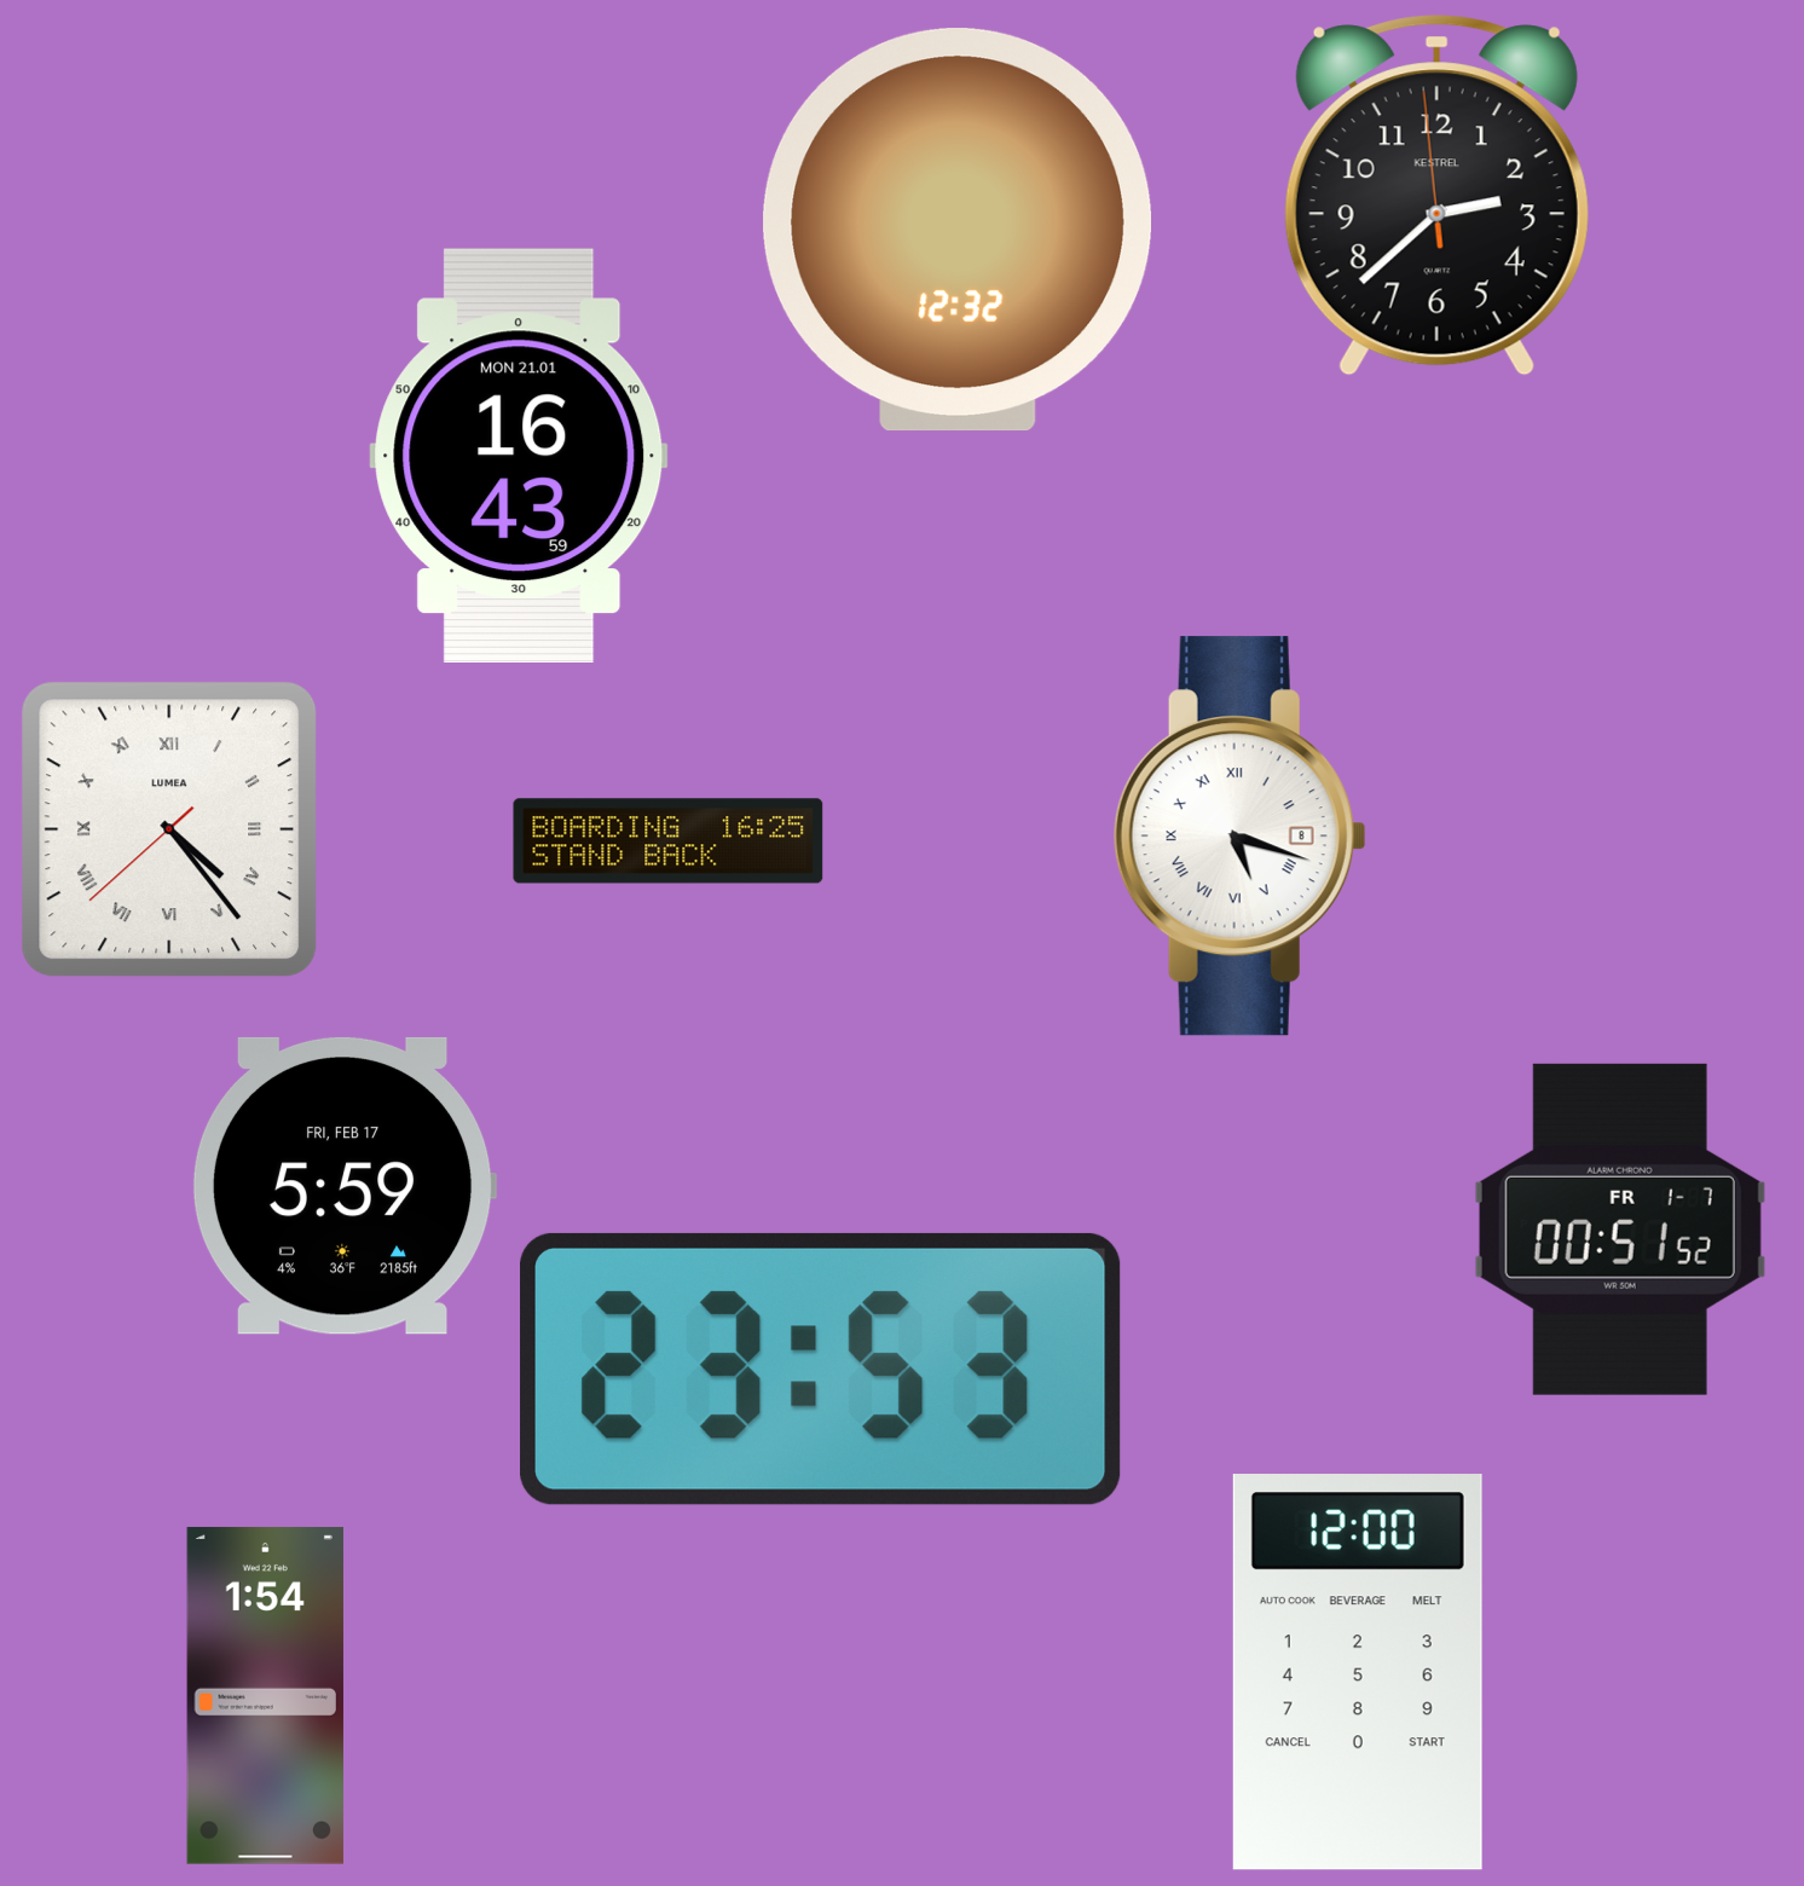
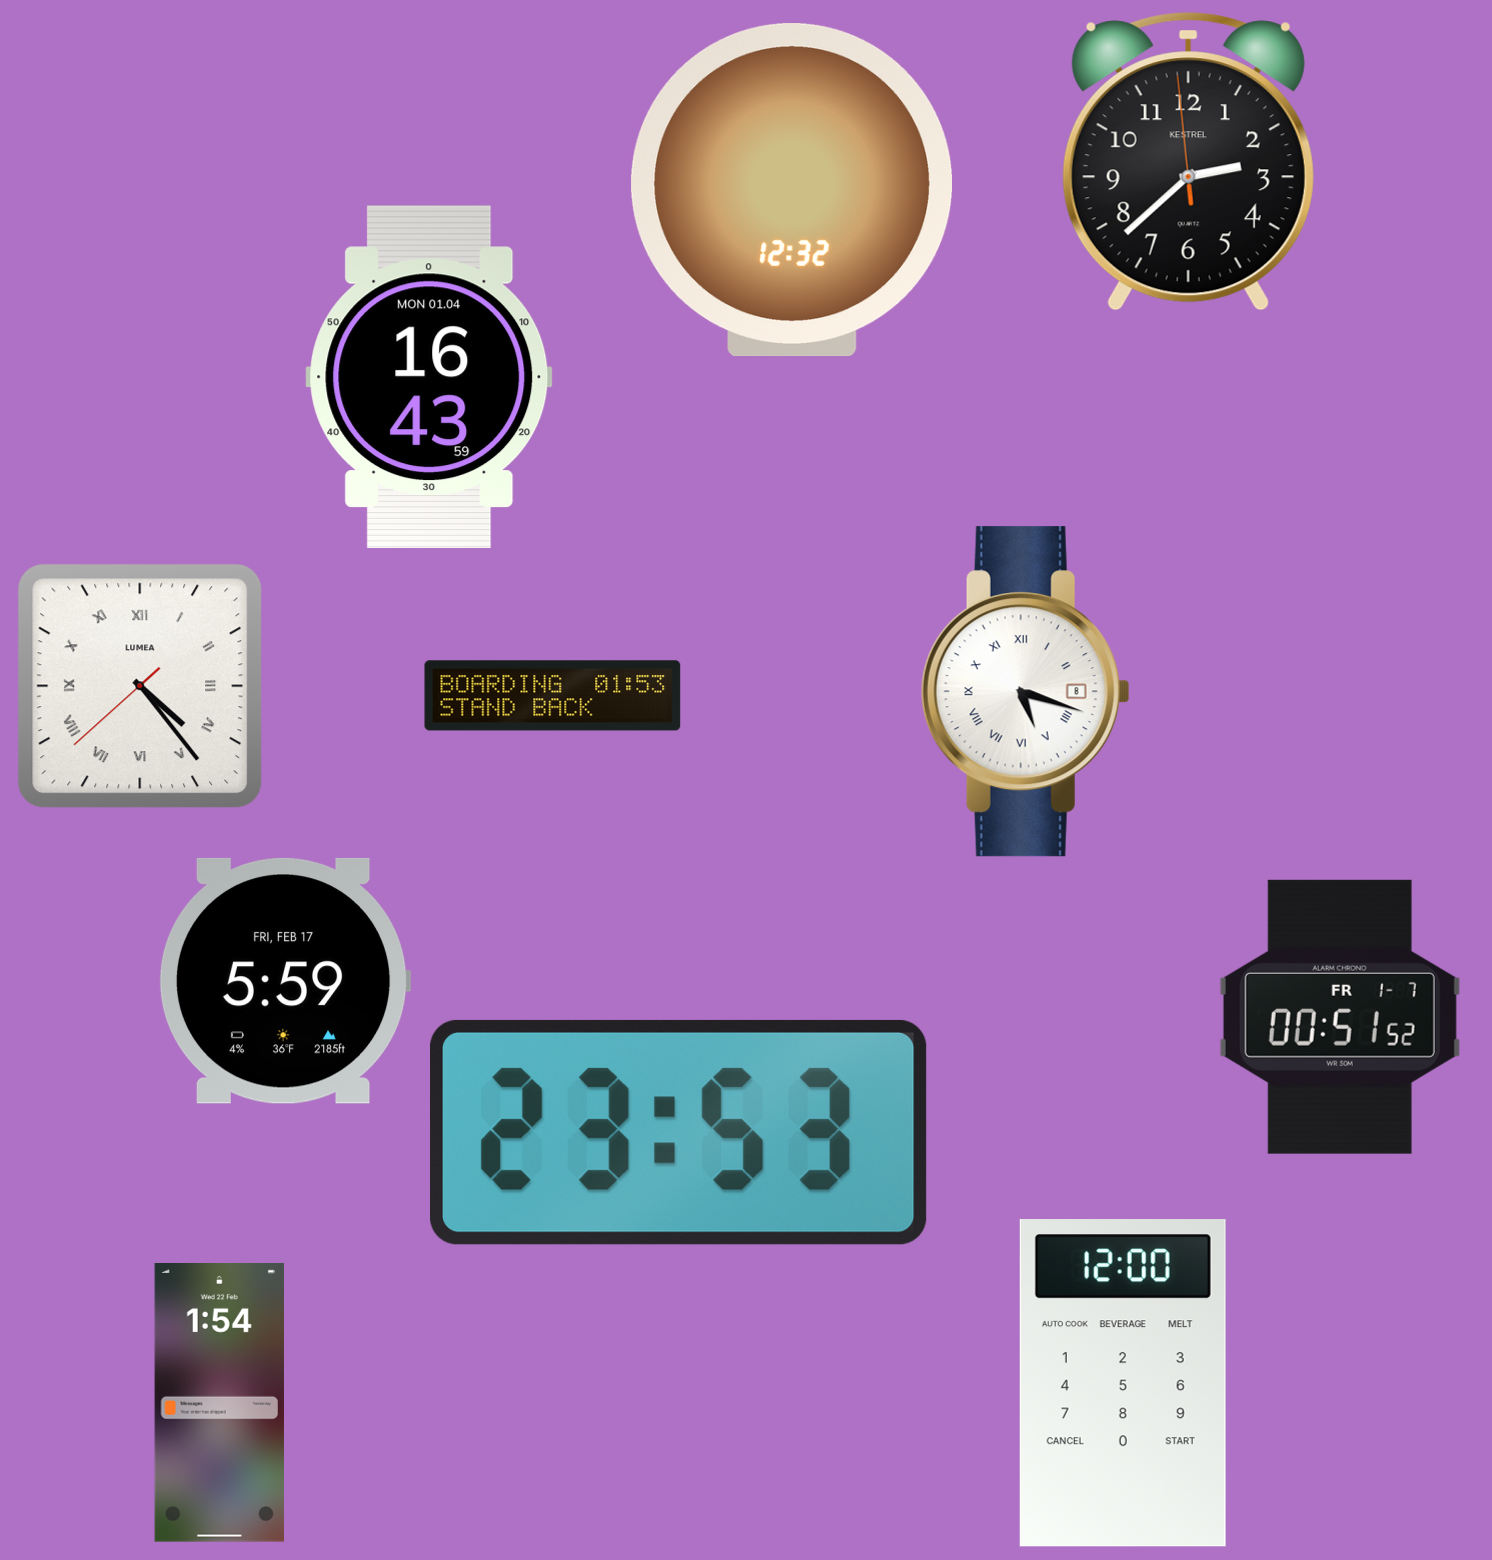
clock at (519, 456) date: MON 21.01 -> MON 01.04
clock at (669, 841): 16:25 -> 01:53
